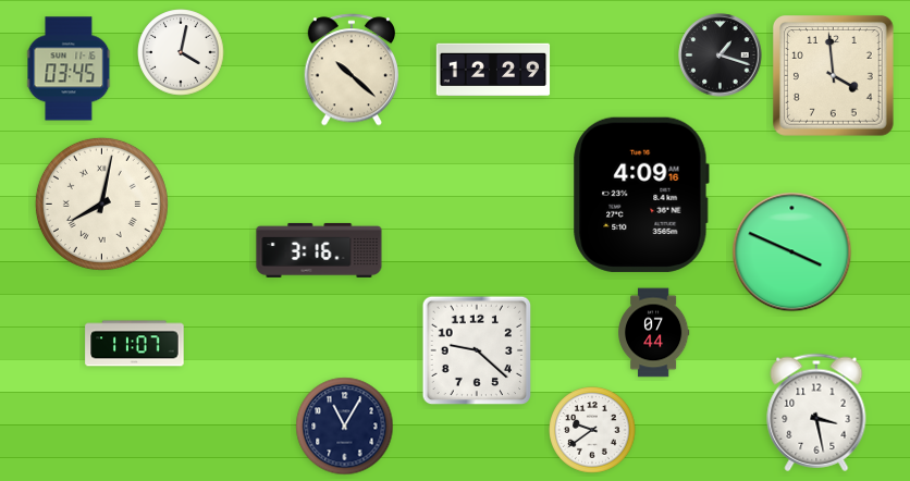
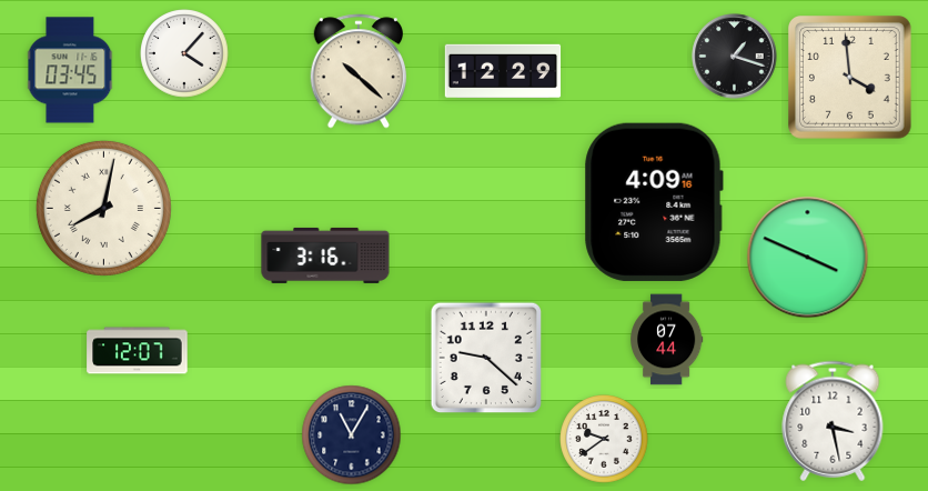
clock at (181, 52): 4:02 -> 4:07
clock at (641, 195) position: (641, 195) -> (654, 202)
clock at (135, 344): 11:07 -> 12:07
